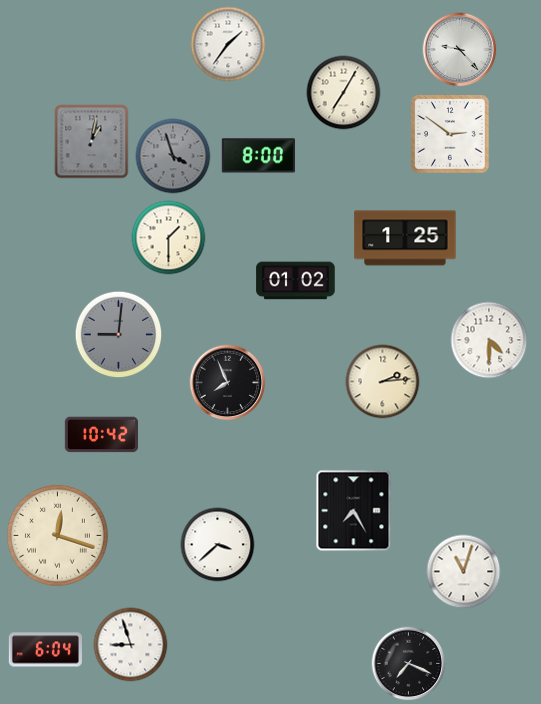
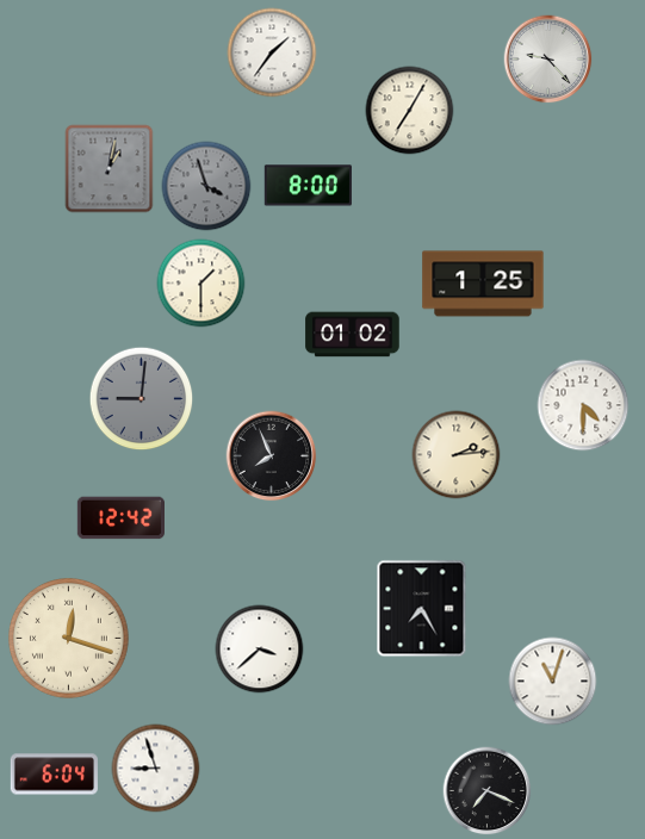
clock at (450, 134): 2:51 -> none
clock at (101, 435): 10:42 -> 12:42
